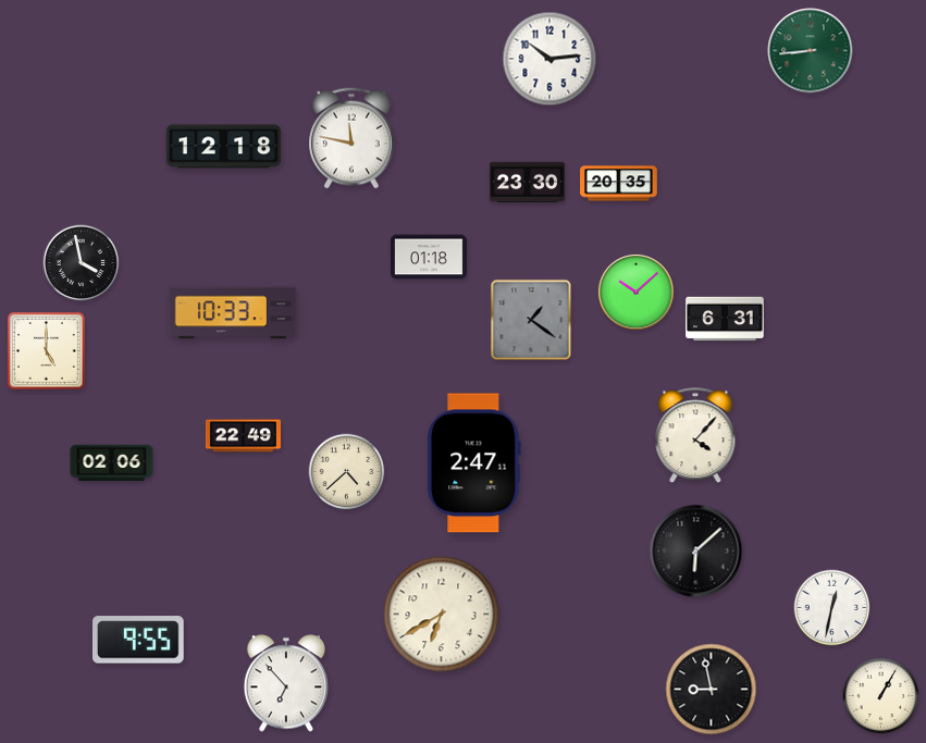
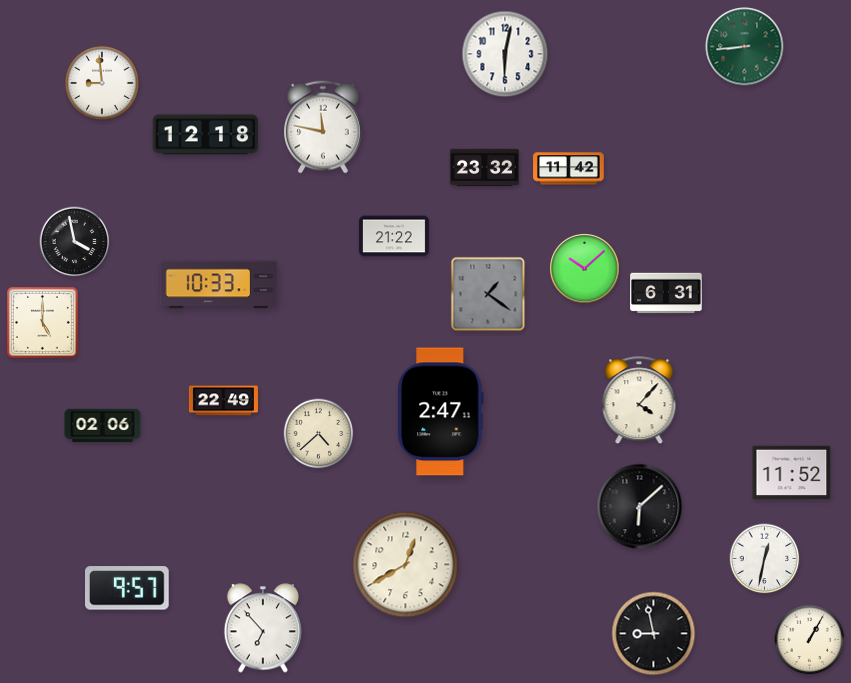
clock at (550, 59): 10:14 -> 6:02
clock at (102, 83): none -> 8:59
clock at (527, 183): 23:30 -> 23:32
clock at (619, 184): 20:35 -> 11:42
clock at (429, 257): 01:18 -> 21:22
clock at (233, 313) position: (233, 313) -> (219, 285)
clock at (474, 463) position: (474, 463) -> (441, 412)
clock at (792, 472): none -> 11:52
clock at (442, 615): 6:40 -> 12:40
clock at (139, 640): 9:55 -> 9:57
